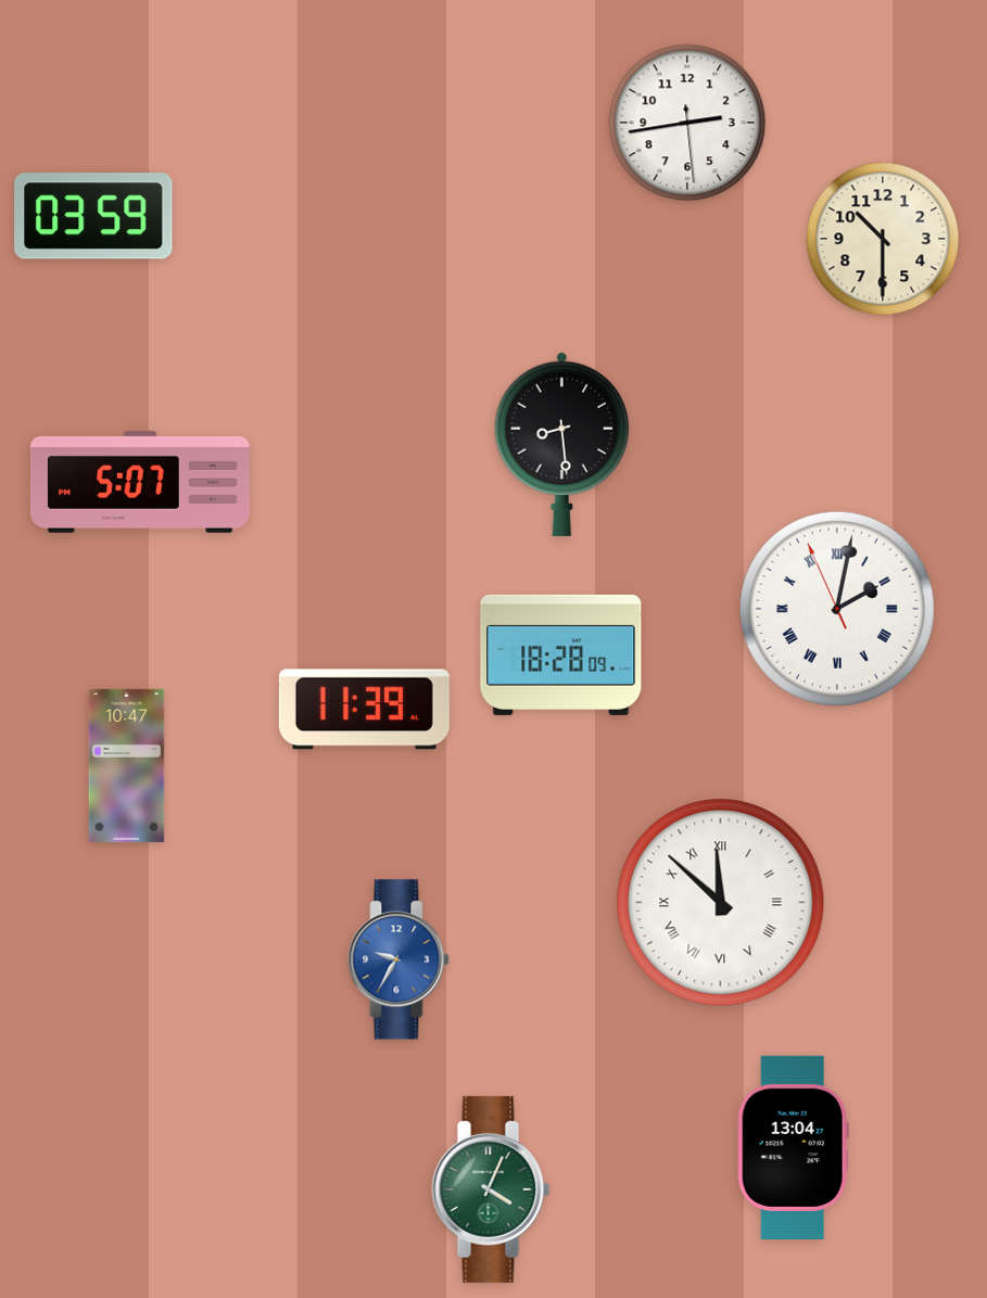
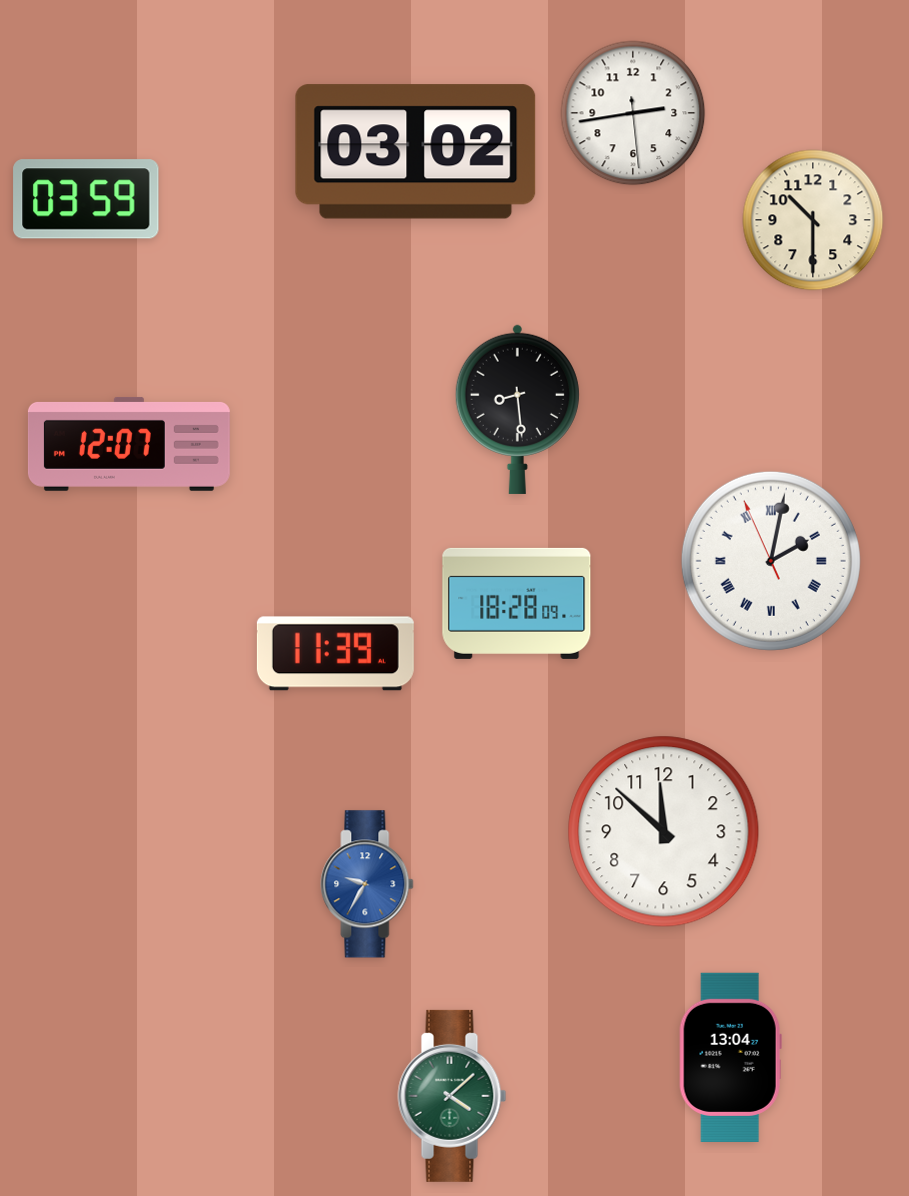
clock at (416, 152): none -> 03:02
clock at (140, 482): 5:07 -> 12:07
clock at (127, 765): 10:47 -> none
clock at (721, 903) numerals: Roman -> Arabic
clock at (491, 1189): 4:04 -> 4:08
